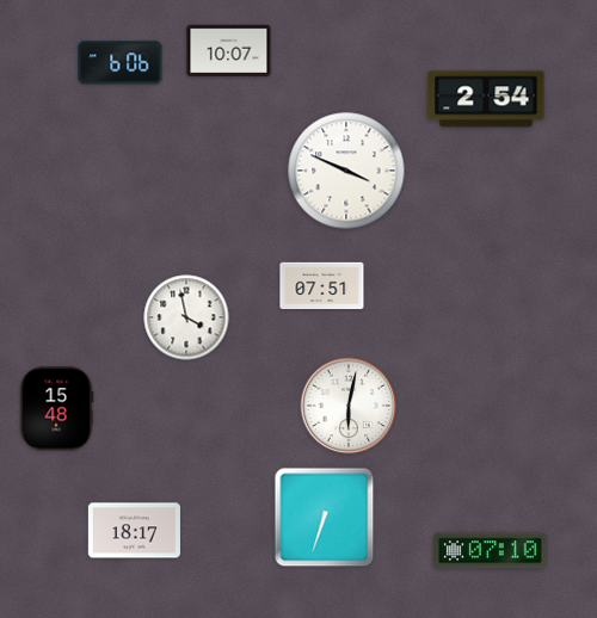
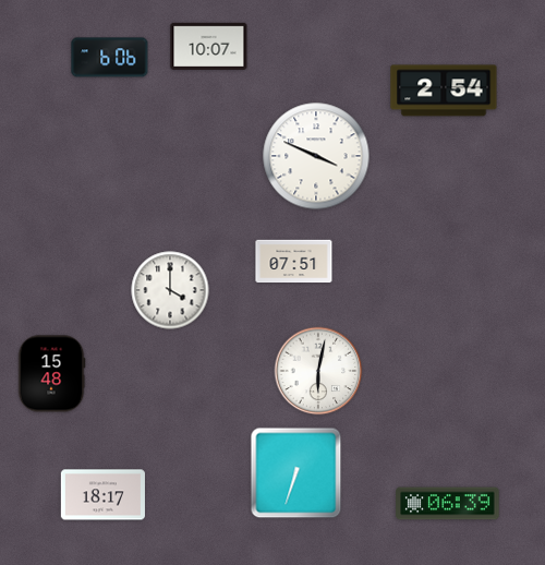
clock at (186, 317): 3:58 -> 4:00
clock at (134, 531) position: (134, 531) -> (102, 495)
clock at (491, 551): 07:10 -> 06:39
